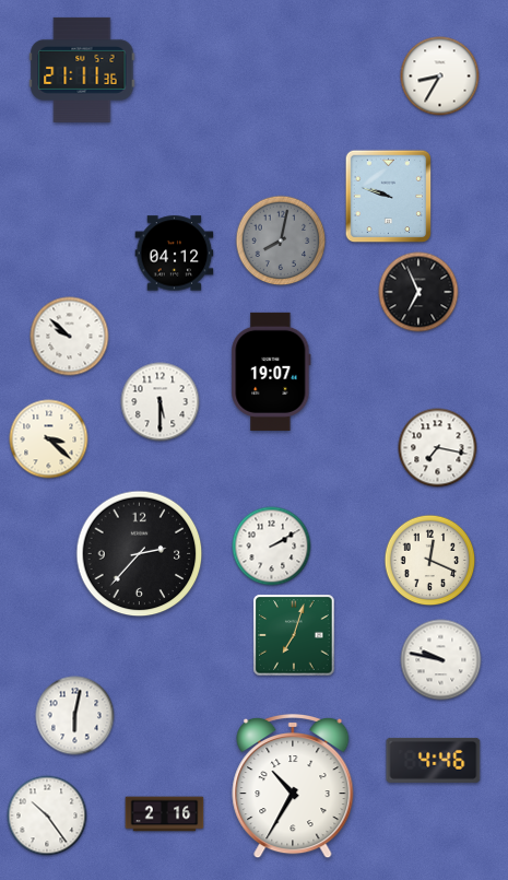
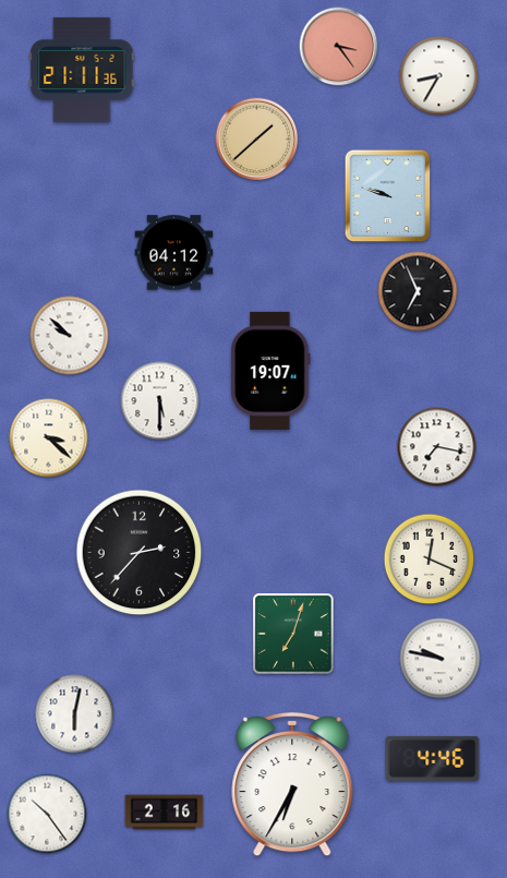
clock at (339, 47): none -> 3:24
clock at (257, 140): none -> 1:38
clock at (281, 240): 8:02 -> none
clock at (272, 547): 2:10 -> none
clock at (293, 786): 10:35 -> 6:35
